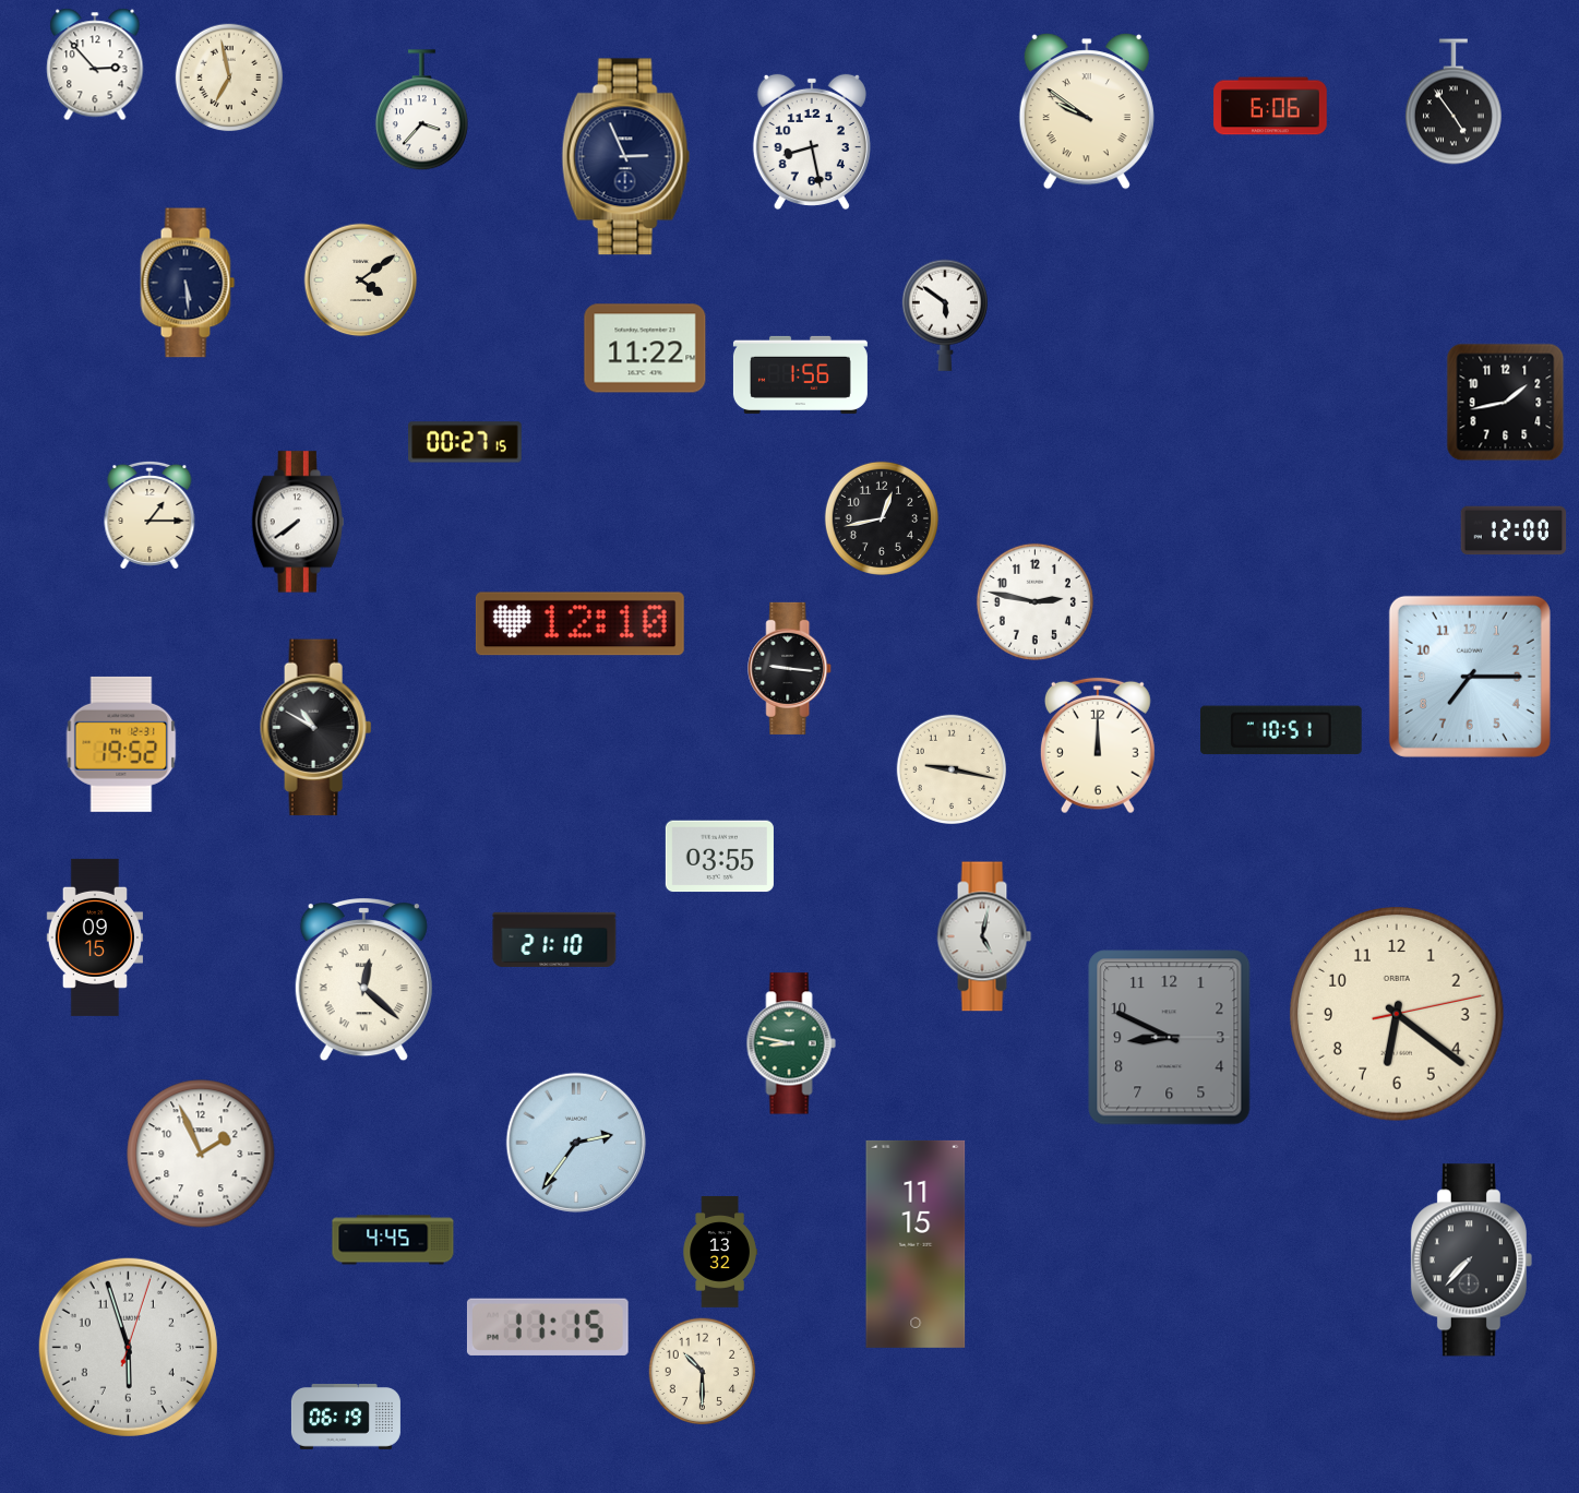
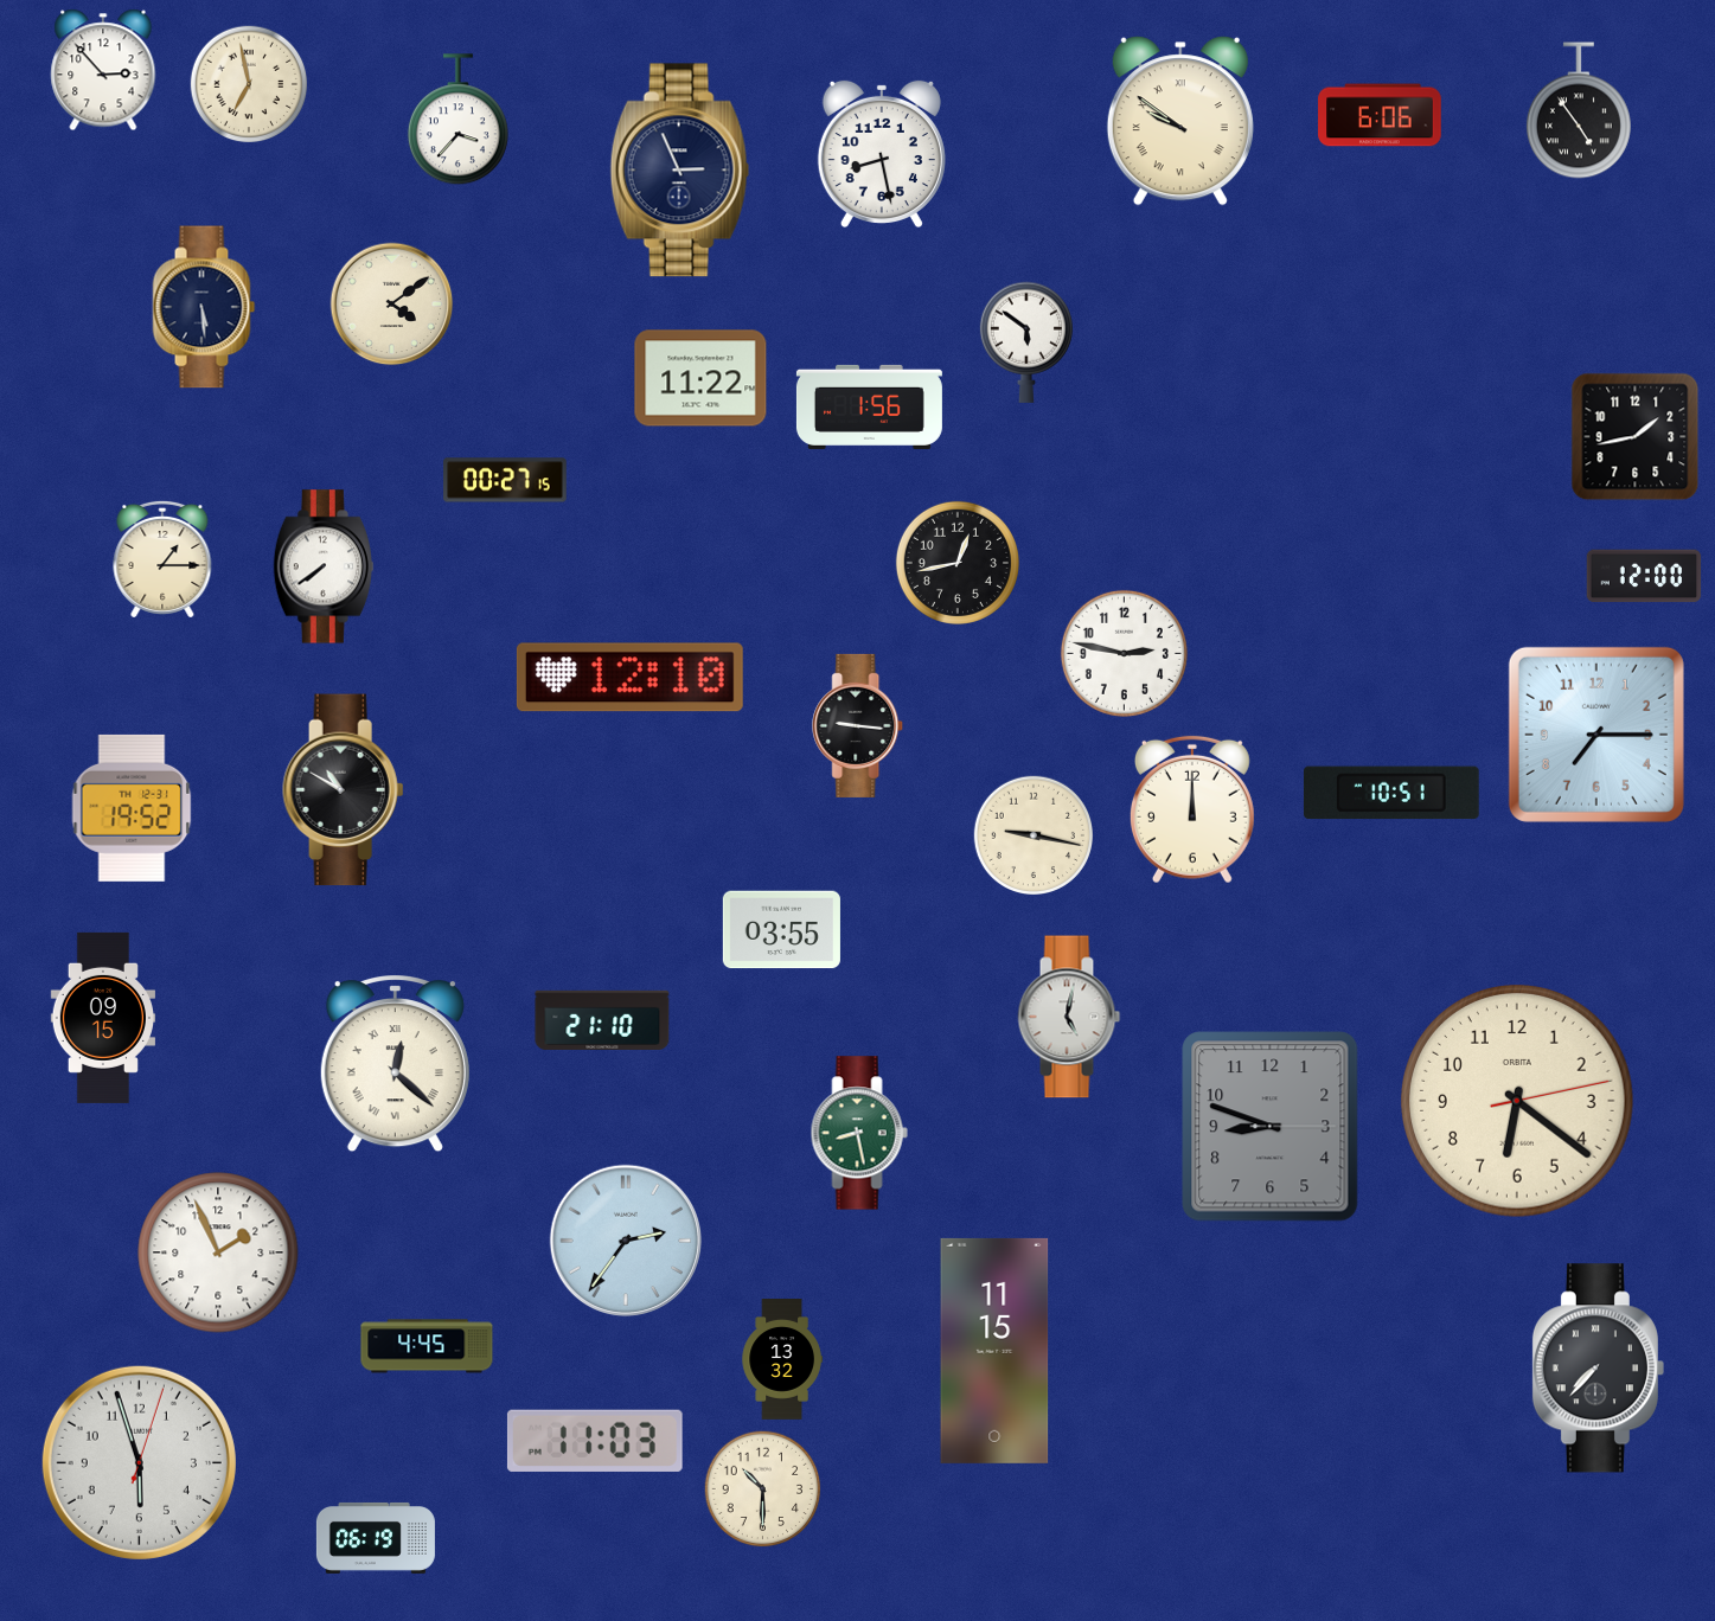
clock at (1170, 1038): 8:49 -> 8:48
clock at (791, 1043): 8:47 -> 8:28
clock at (548, 1327): 11:15 -> 11:03
